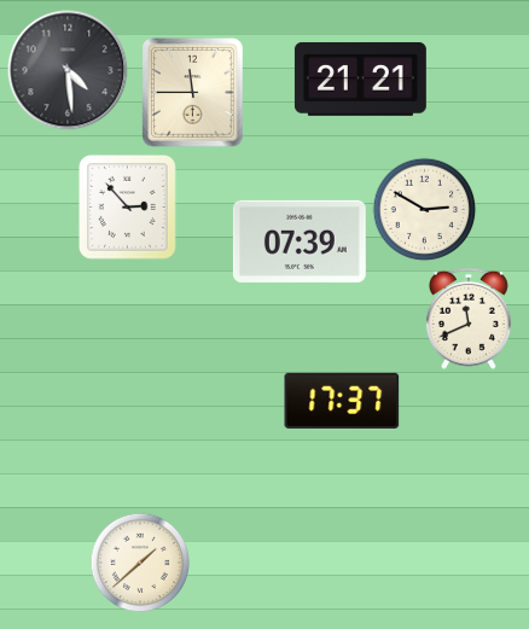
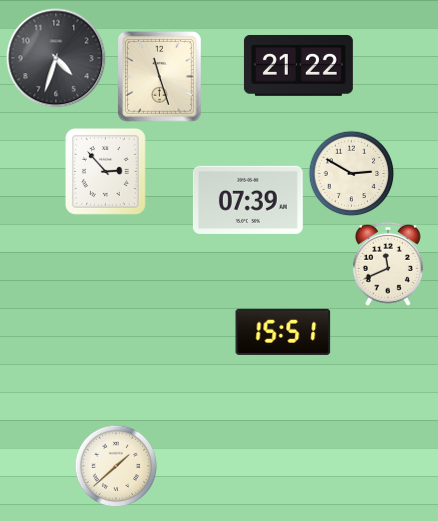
clock at (68, 70): 4:29 -> 4:33
clock at (360, 78): 21:21 -> 21:22
clock at (193, 93): 11:45 -> 11:27
clock at (342, 401): 17:37 -> 15:51
